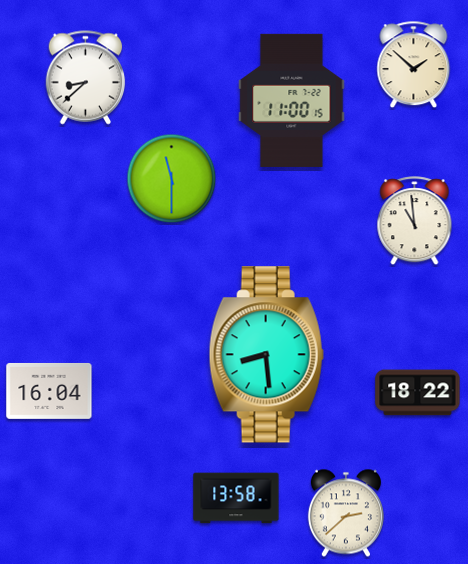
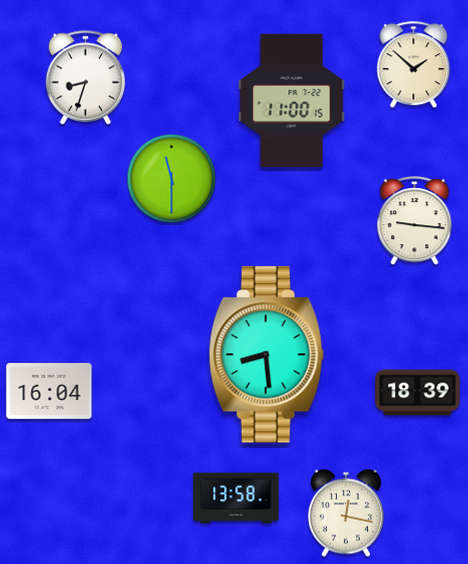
clock at (86, 78): 8:38 -> 8:33
clock at (415, 221): 10:59 -> 9:16
clock at (418, 393): 18:22 -> 18:39
clock at (346, 513): 2:38 -> 12:17
